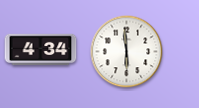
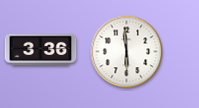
clock at (41, 49): 4:34 -> 3:36
